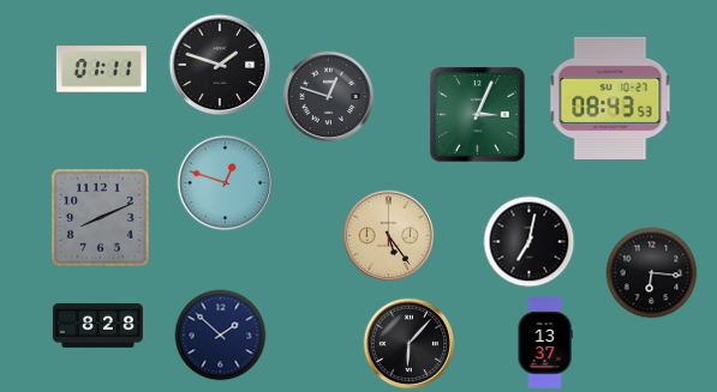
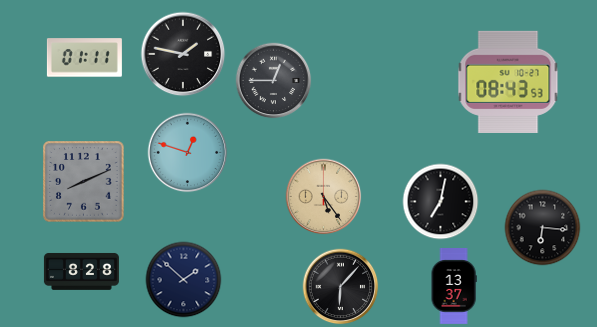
clock at (220, 65): 1:48 -> 1:47
clock at (329, 97): 12:48 -> 12:45
clock at (478, 115): 3:04 -> none
